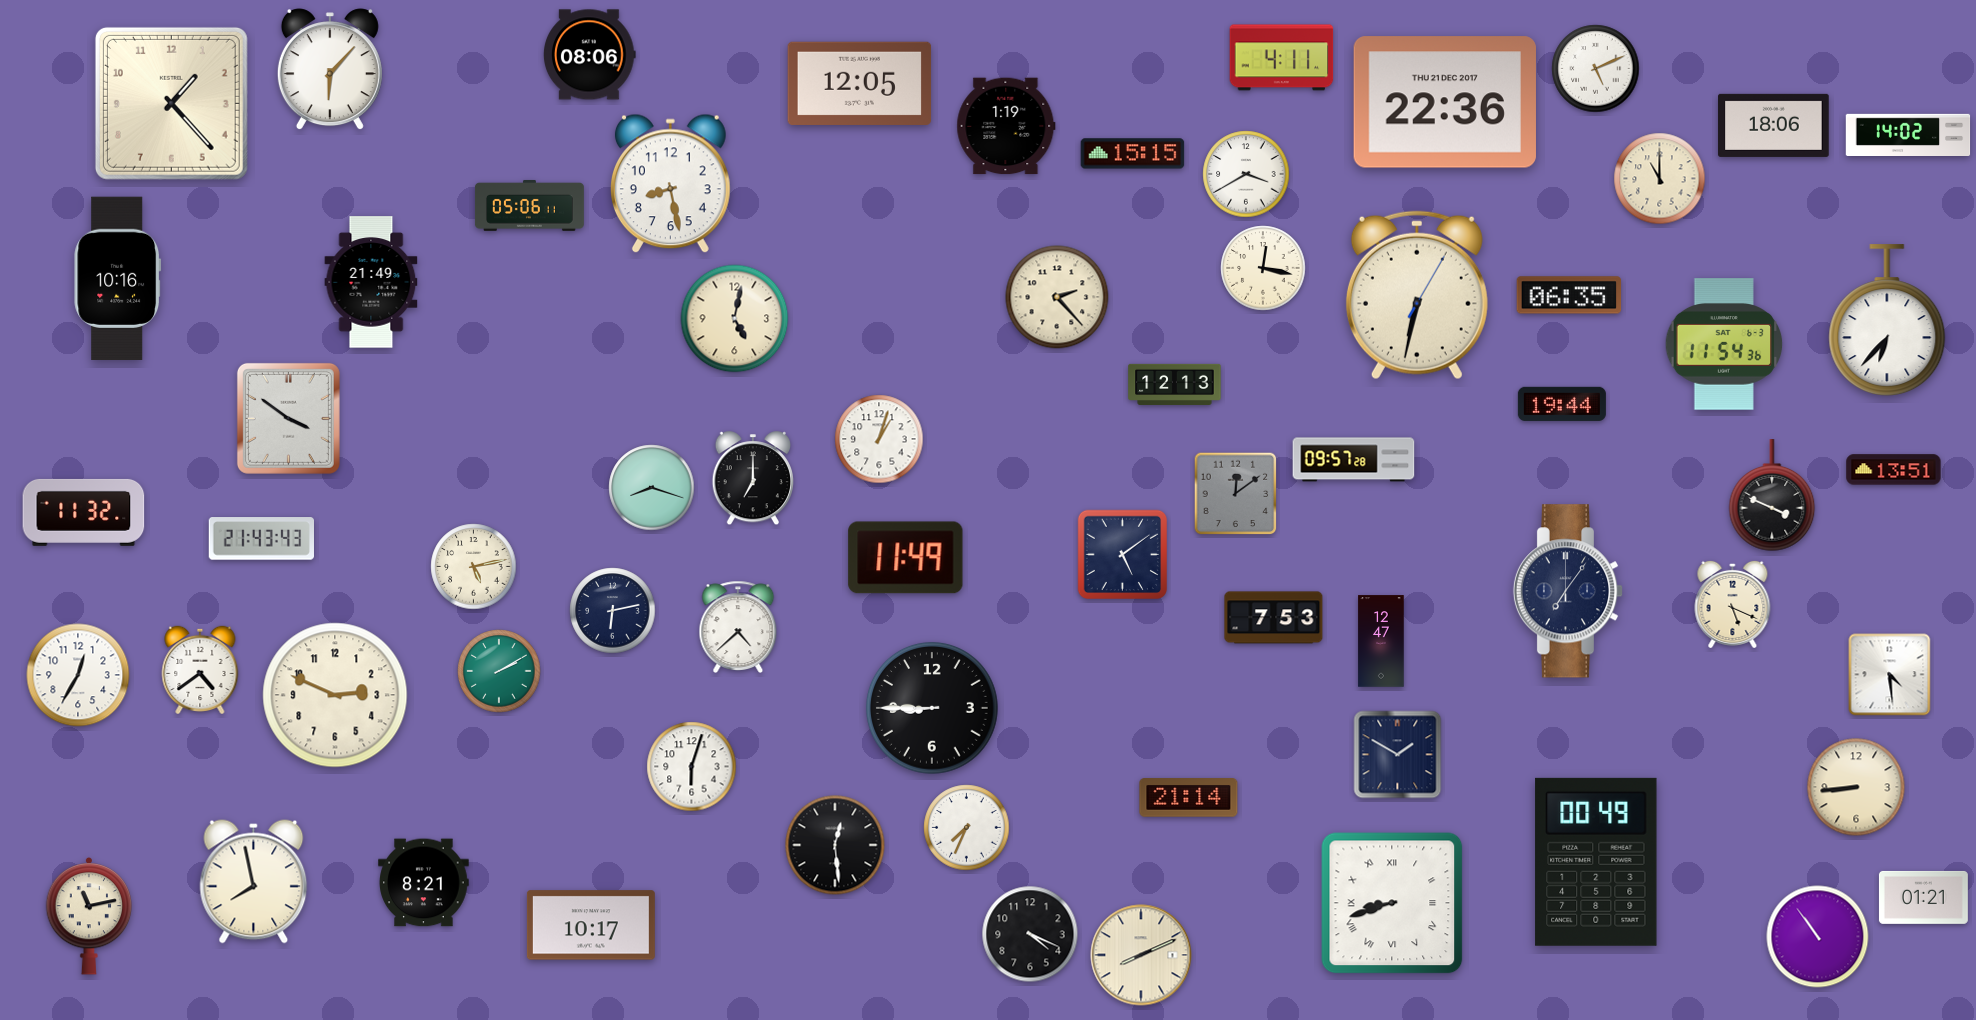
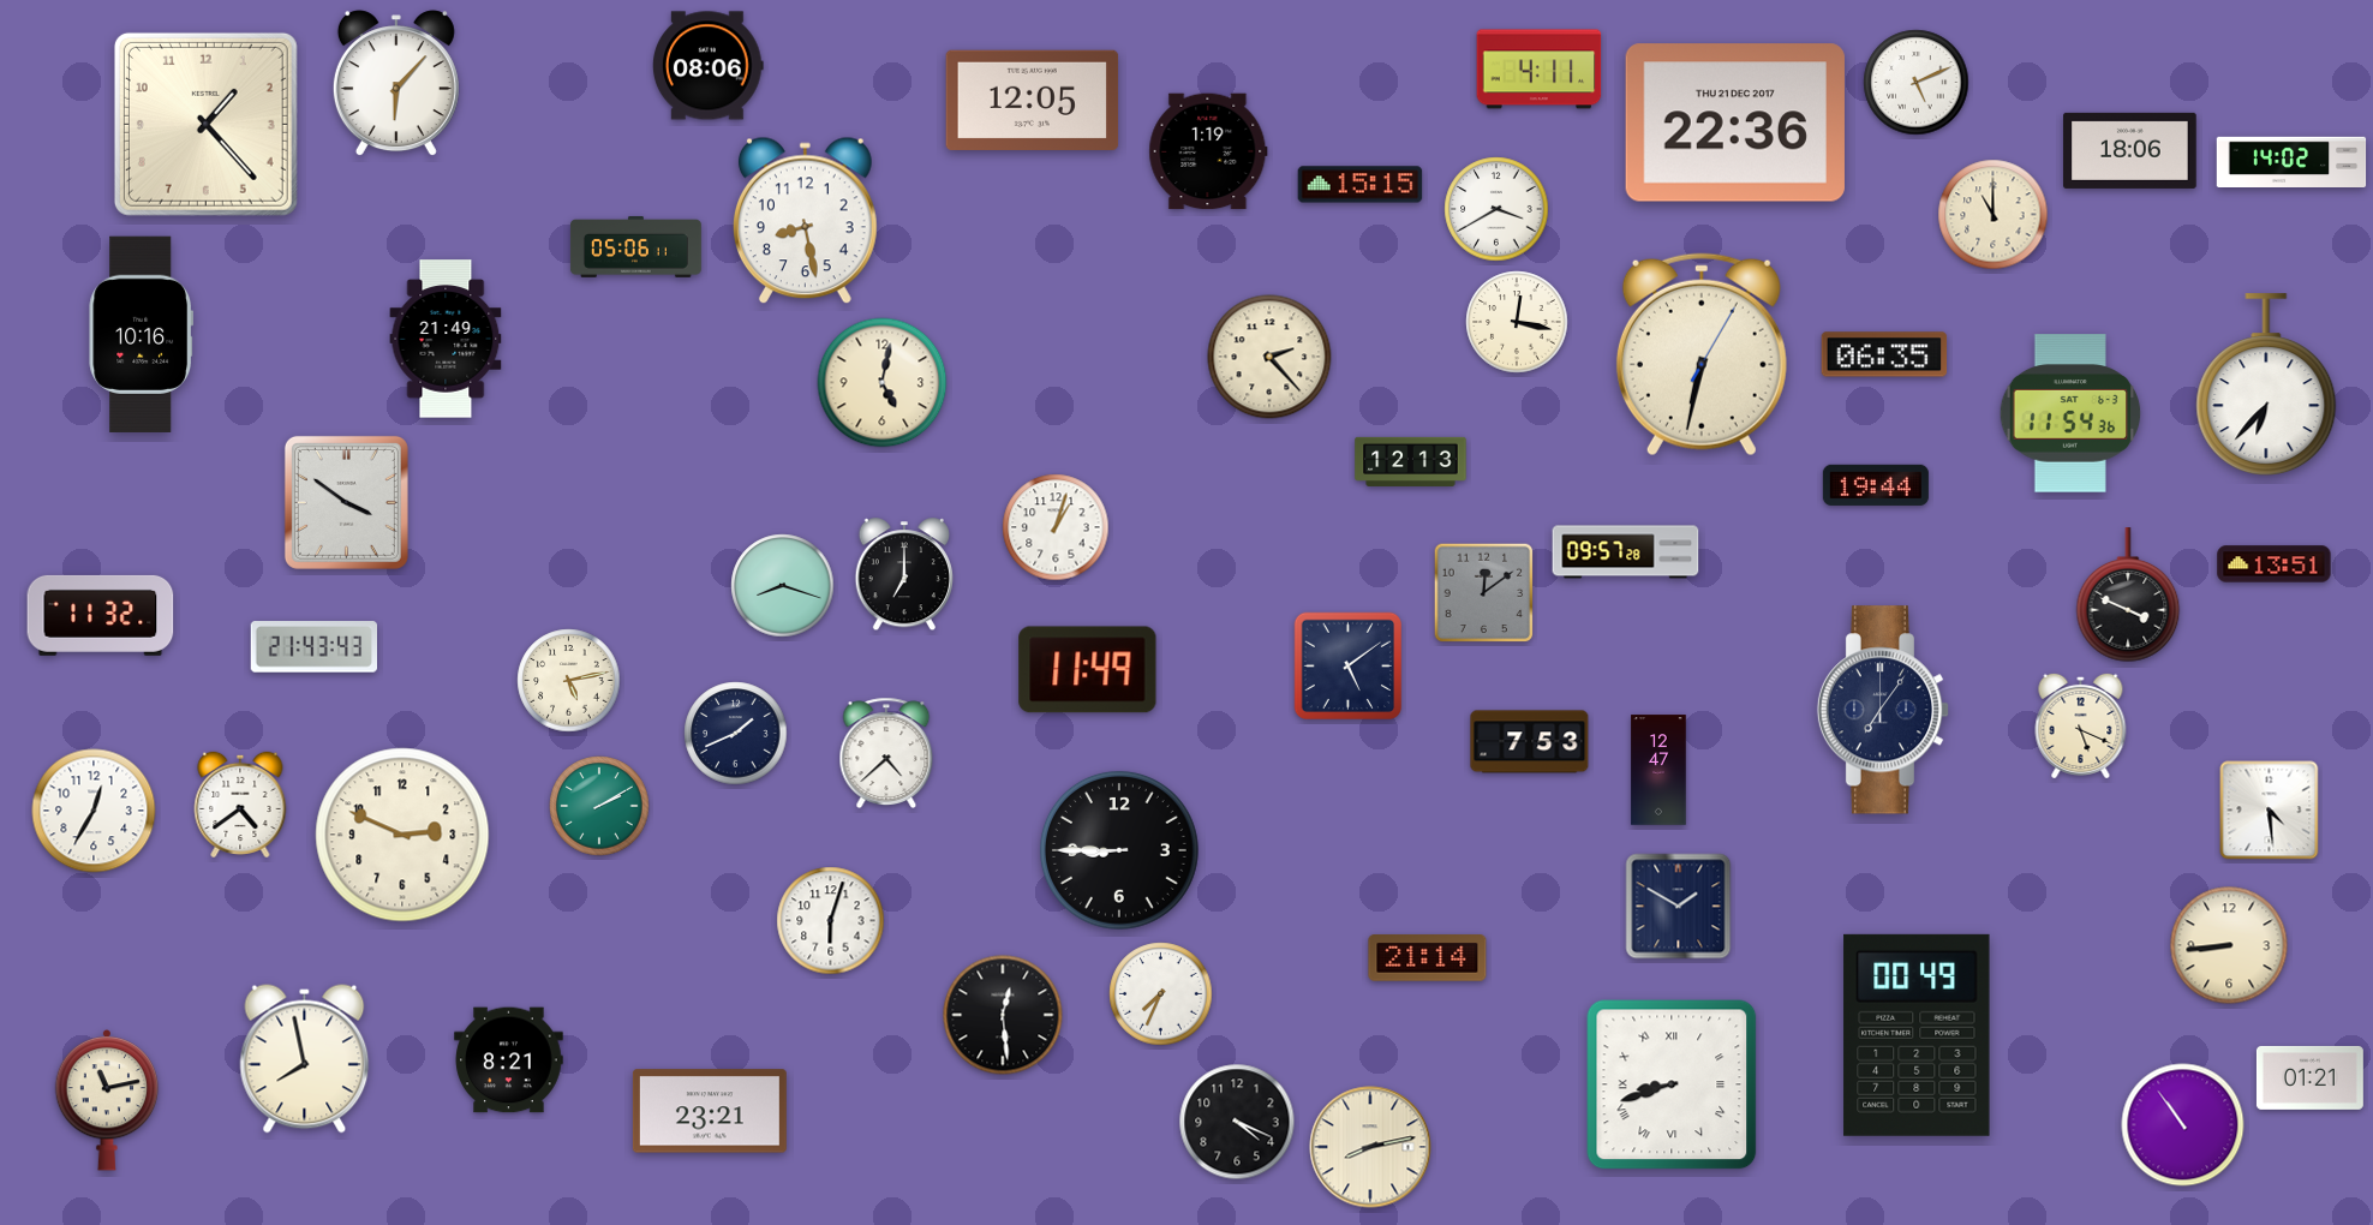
clock at (613, 611): 6:13 -> 1:41
clock at (591, 925): 10:17 -> 23:21
clock at (1141, 955): 8:11 -> 8:13
